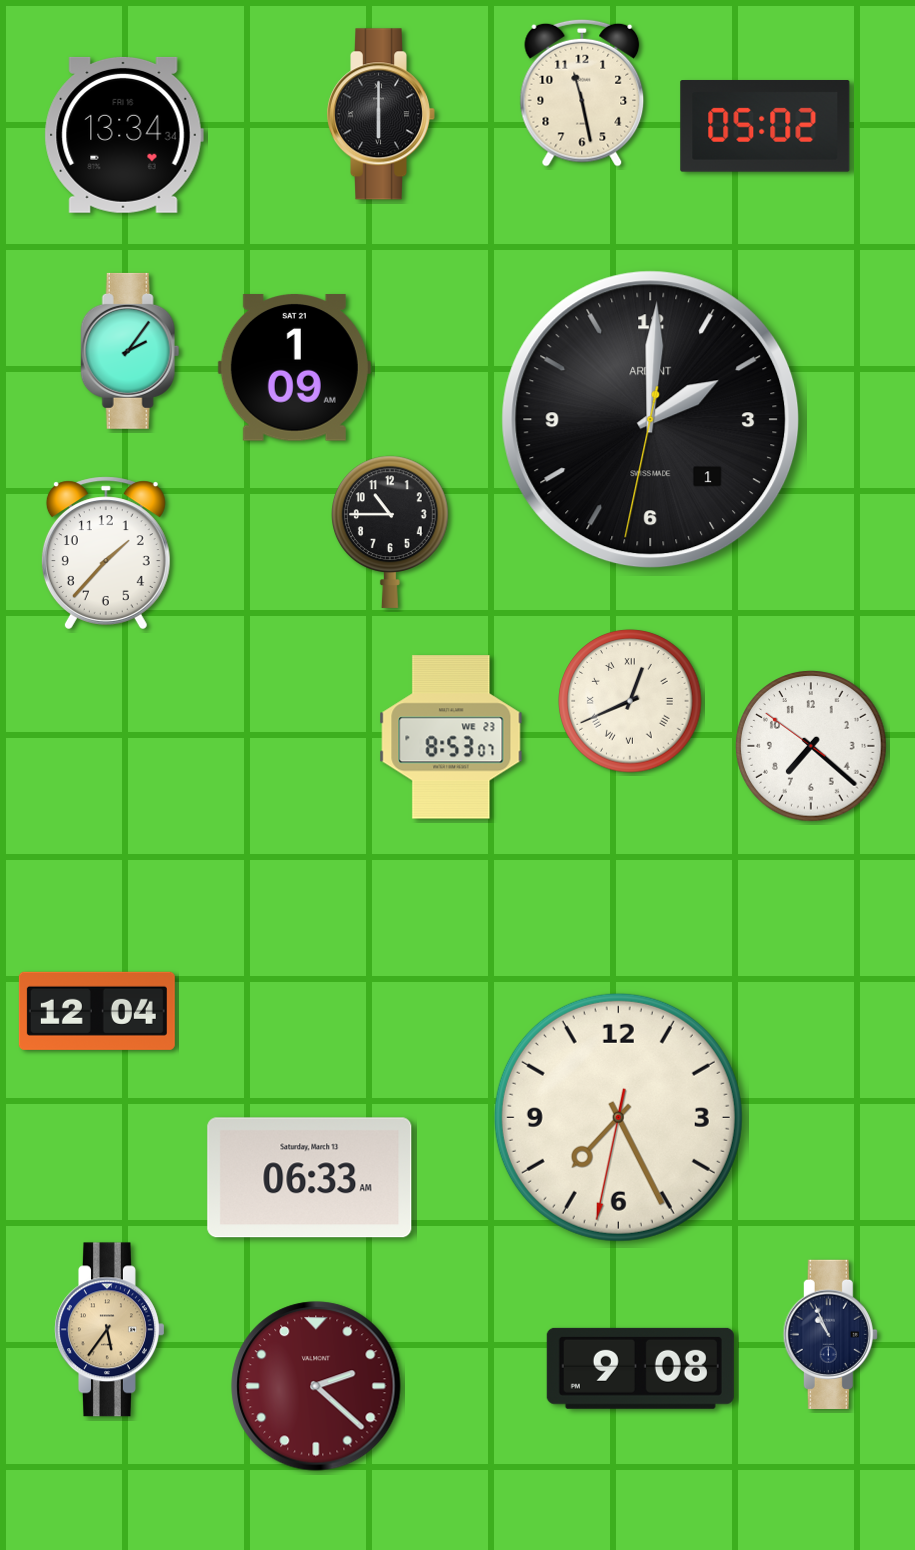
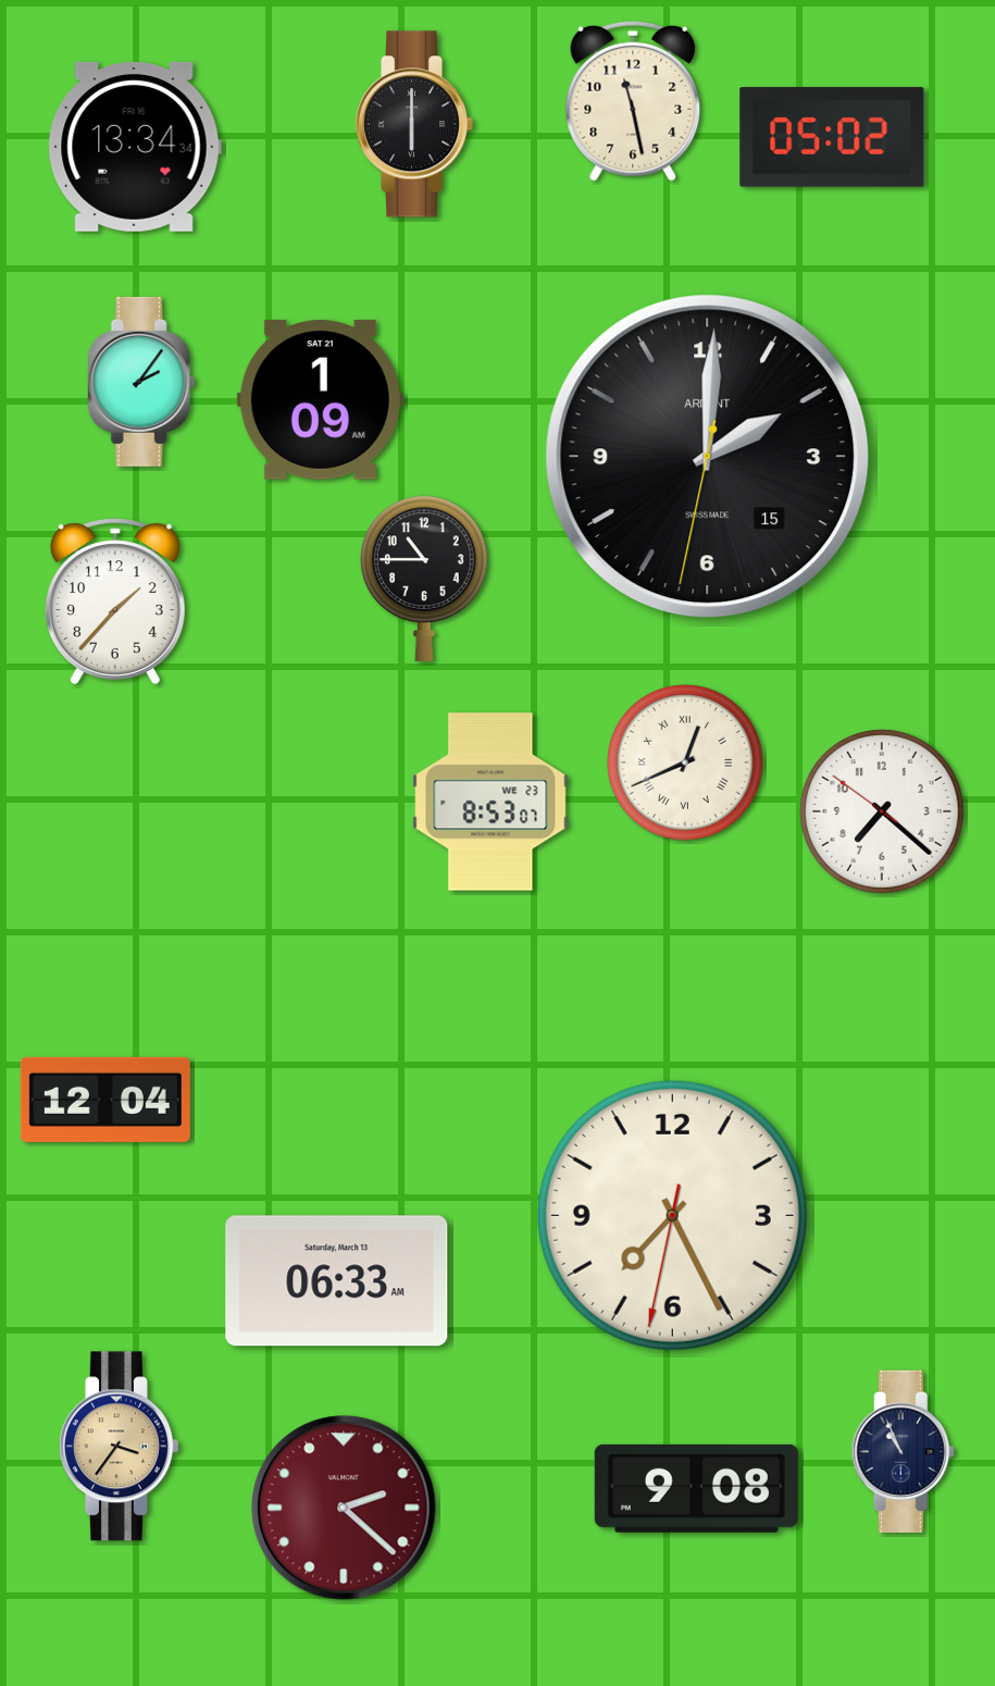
clock at (651, 420) date: 1 -> 15
clock at (110, 1330): 5:36 -> 3:36
